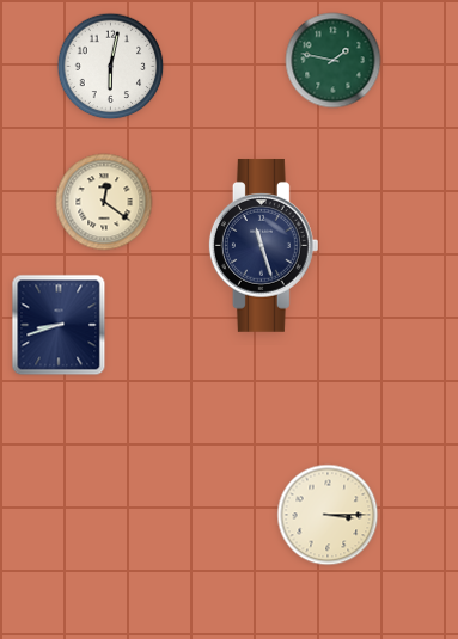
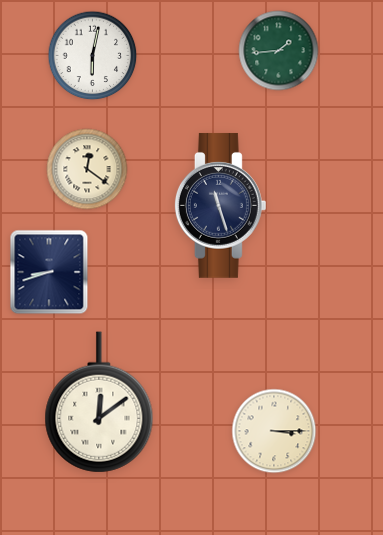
clock at (334, 61): 1:47 -> 1:44
clock at (99, 402): none -> 12:09
